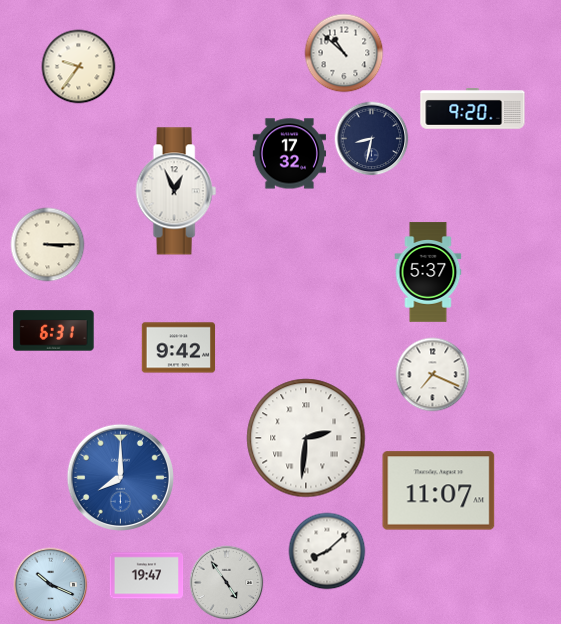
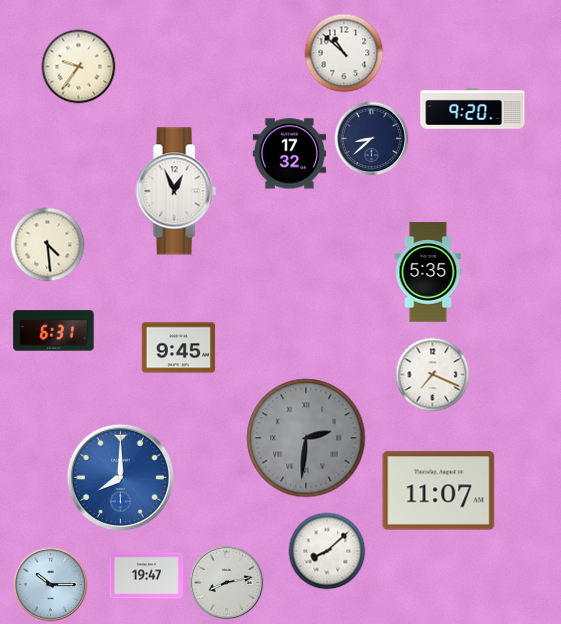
clock at (372, 139): 8:32 -> 8:38
clock at (48, 245): 3:15 -> 4:29
clock at (428, 272): 5:37 -> 5:35
clock at (179, 348): 9:42 -> 9:45
clock at (306, 438) dial: white -> grey
clock at (227, 583): 4:54 -> 8:13
clock at (51, 585): 10:19 -> 10:15
